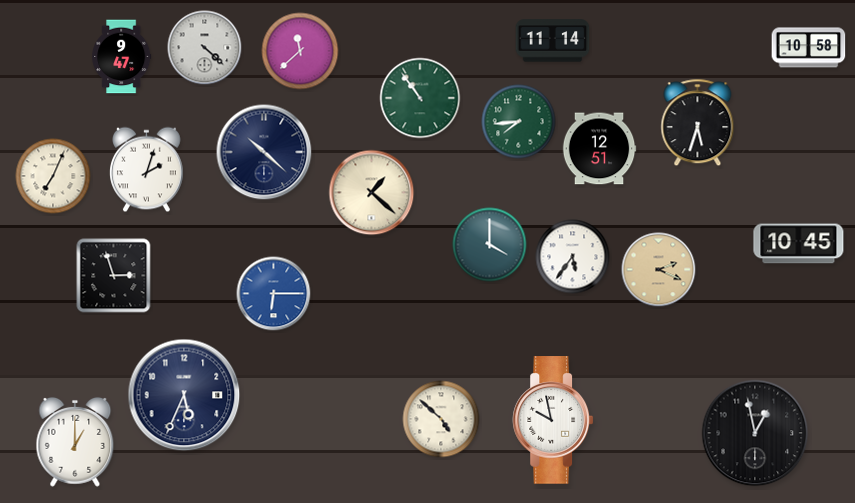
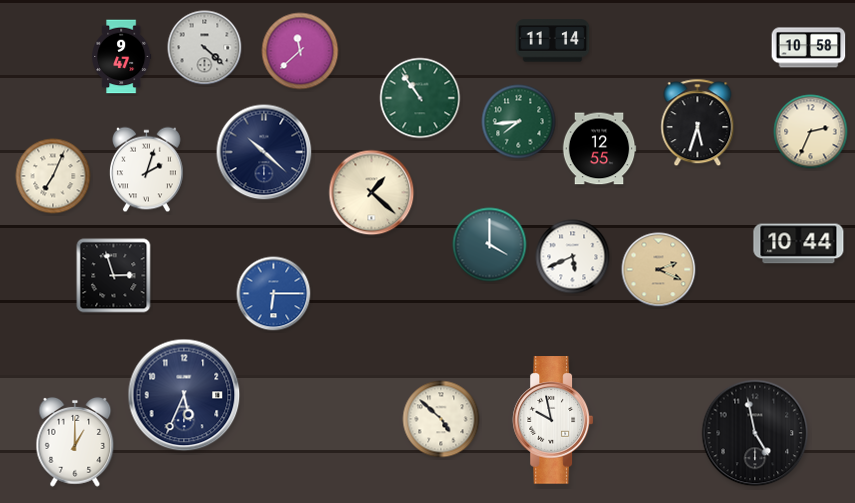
clock at (811, 132): none -> 2:34
clock at (599, 149): 12:51 -> 12:55
clock at (799, 244): 10:45 -> 10:44
clock at (573, 257): 5:36 -> 5:41
clock at (755, 433): 12:58 -> 4:58
